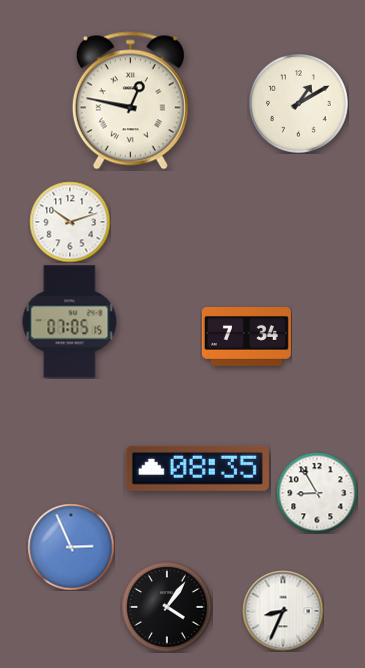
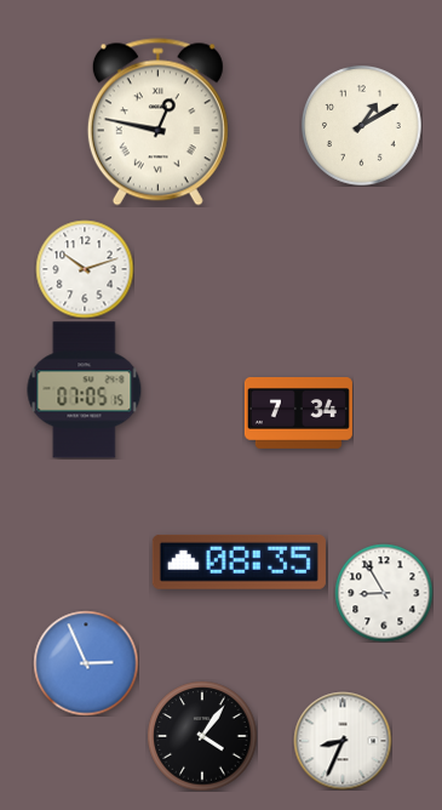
clock at (246, 337) position: (246, 337) -> (298, 413)
clock at (197, 468) position: (197, 468) -> (239, 561)
clock at (317, 493) position: (317, 493) -> (384, 593)
